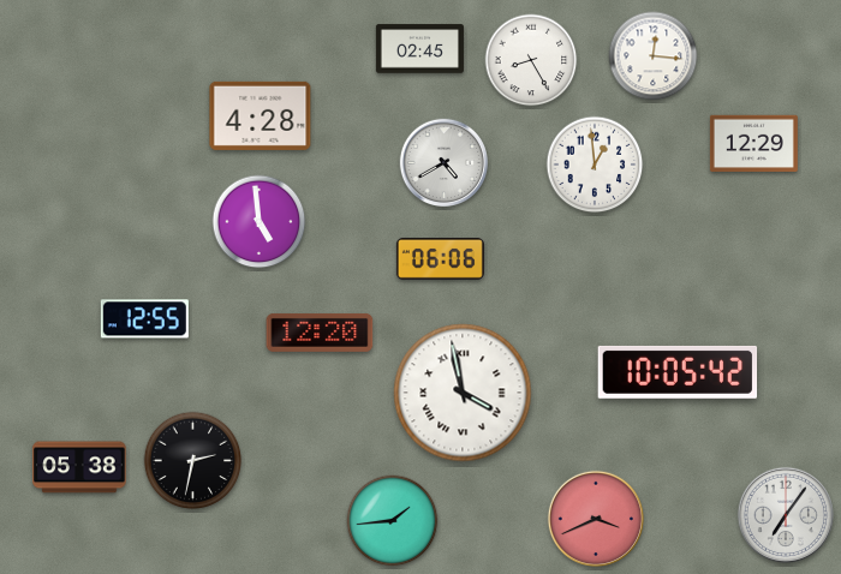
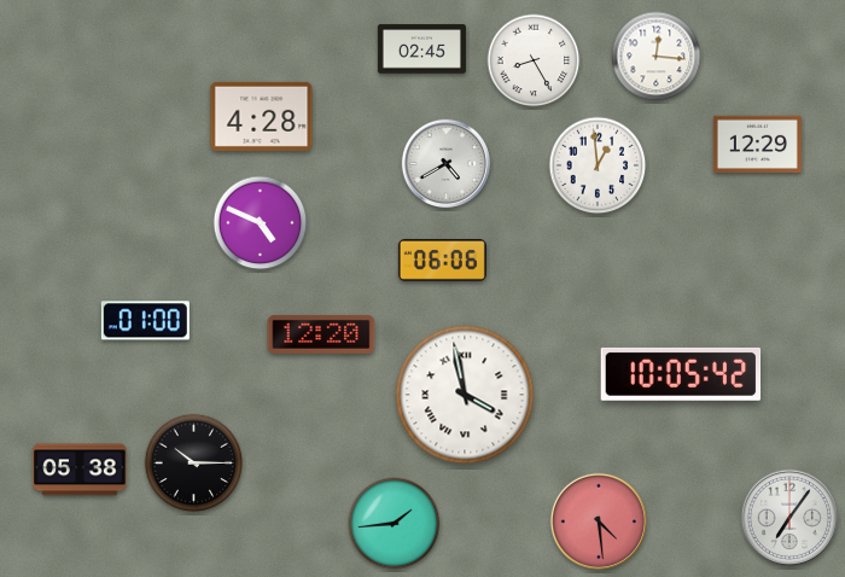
clock at (260, 222): 4:59 -> 4:49
clock at (144, 319): 12:55 -> 01:00
clock at (193, 461): 2:32 -> 10:15
clock at (596, 519): 3:41 -> 4:29
